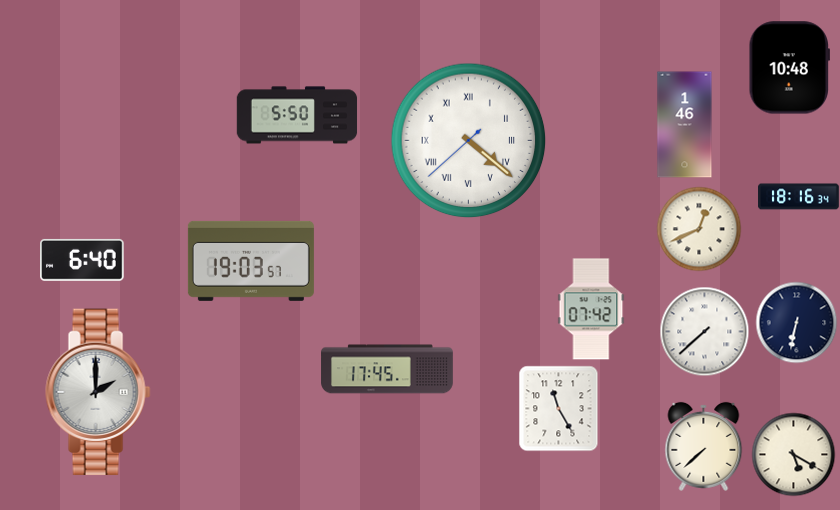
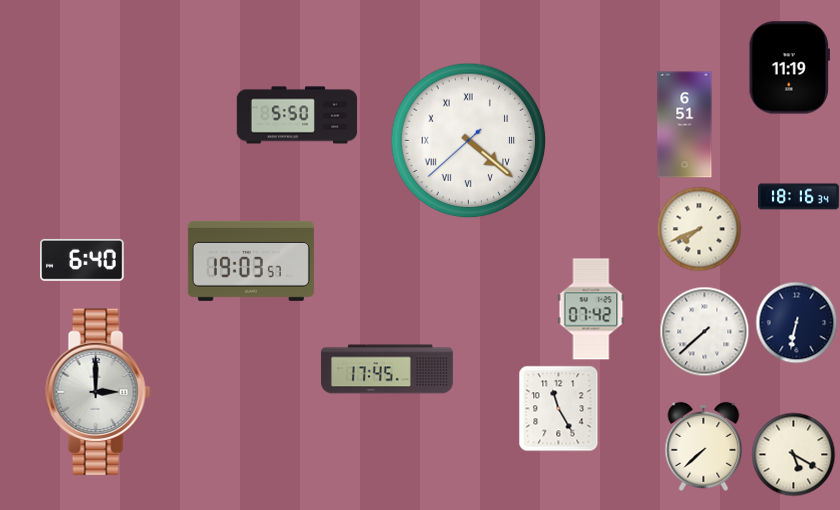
clock at (789, 68): 10:48 -> 11:19
clock at (685, 125): 1:46 -> 6:51
clock at (699, 229): 12:41 -> 7:41
clock at (98, 392): 2:00 -> 3:00
